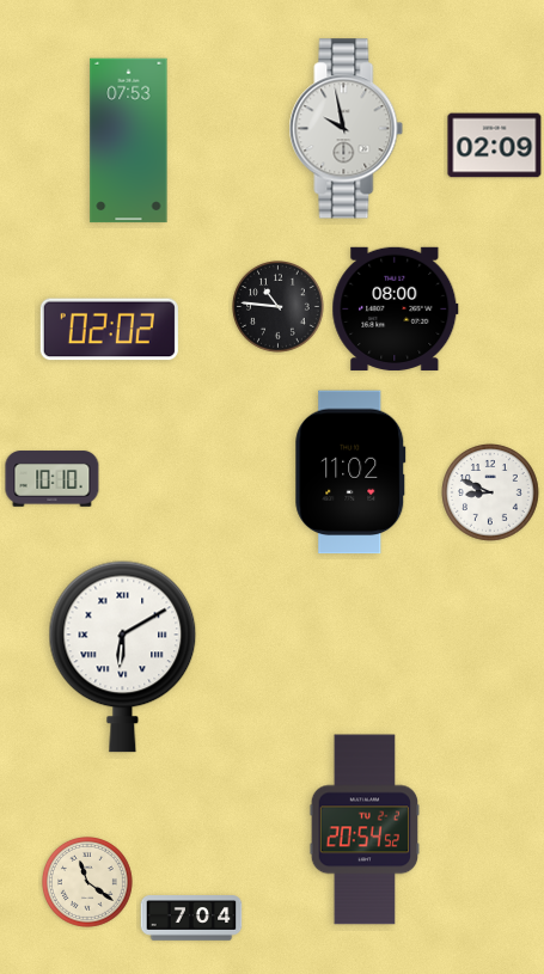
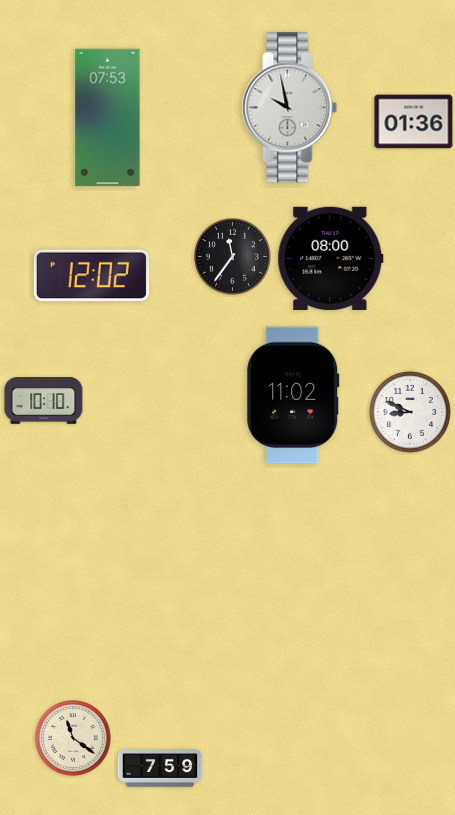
clock at (495, 146): 02:09 -> 01:36
clock at (279, 307): 10:46 -> 11:36
clock at (109, 330): 02:02 -> 12:02
clock at (123, 656): 6:10 -> none
clock at (365, 829): 20:54 -> none
clock at (191, 918): 7:04 -> 7:59
